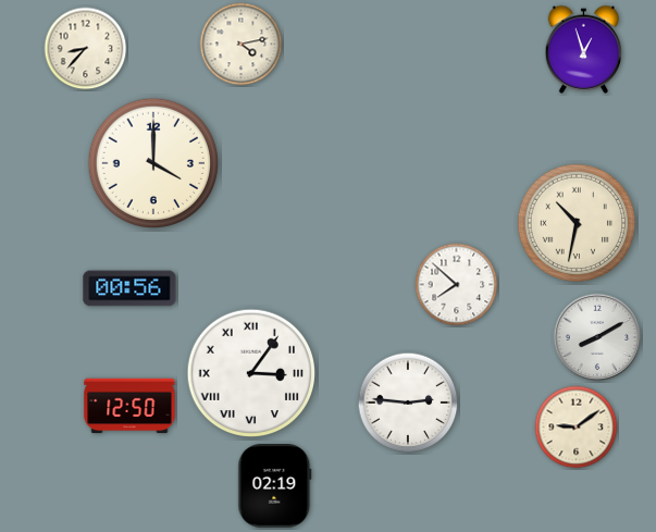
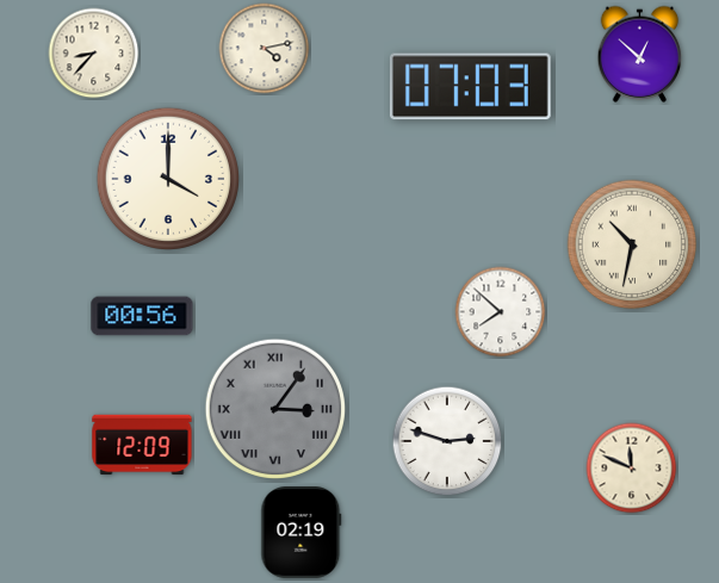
clock at (584, 49): 12:57 -> 12:52
clock at (470, 87): none -> 07:03
clock at (597, 337): 8:10 -> none
clock at (251, 373) dial: white -> grey
clock at (408, 403): 2:46 -> 2:48
clock at (129, 406): 12:50 -> 12:09
clock at (577, 428): 9:09 -> 11:49
